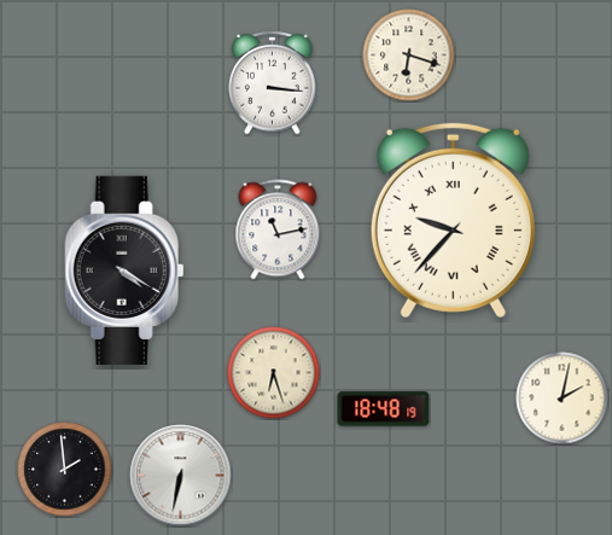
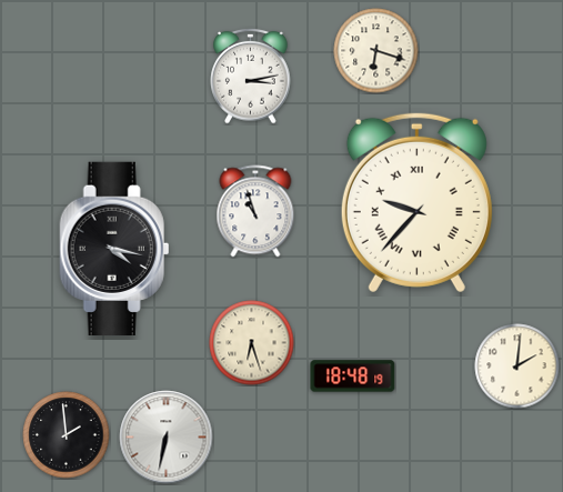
clock at (273, 82): 3:16 -> 3:13
clock at (278, 229): 11:13 -> 10:57
clock at (124, 269): 4:20 -> 4:17
clock at (563, 399): 2:02 -> 2:01
clock at (65, 470) position: (65, 470) -> (67, 435)
